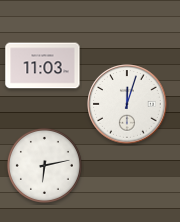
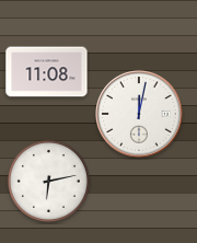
clock at (43, 66): 11:03 -> 11:08
clock at (127, 104): 12:03 -> 12:02
